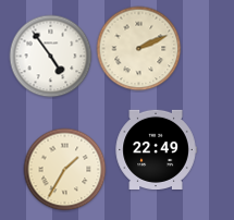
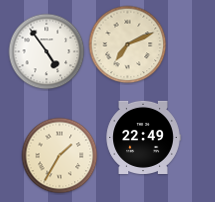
clock at (139, 49): 2:11 -> 7:11
